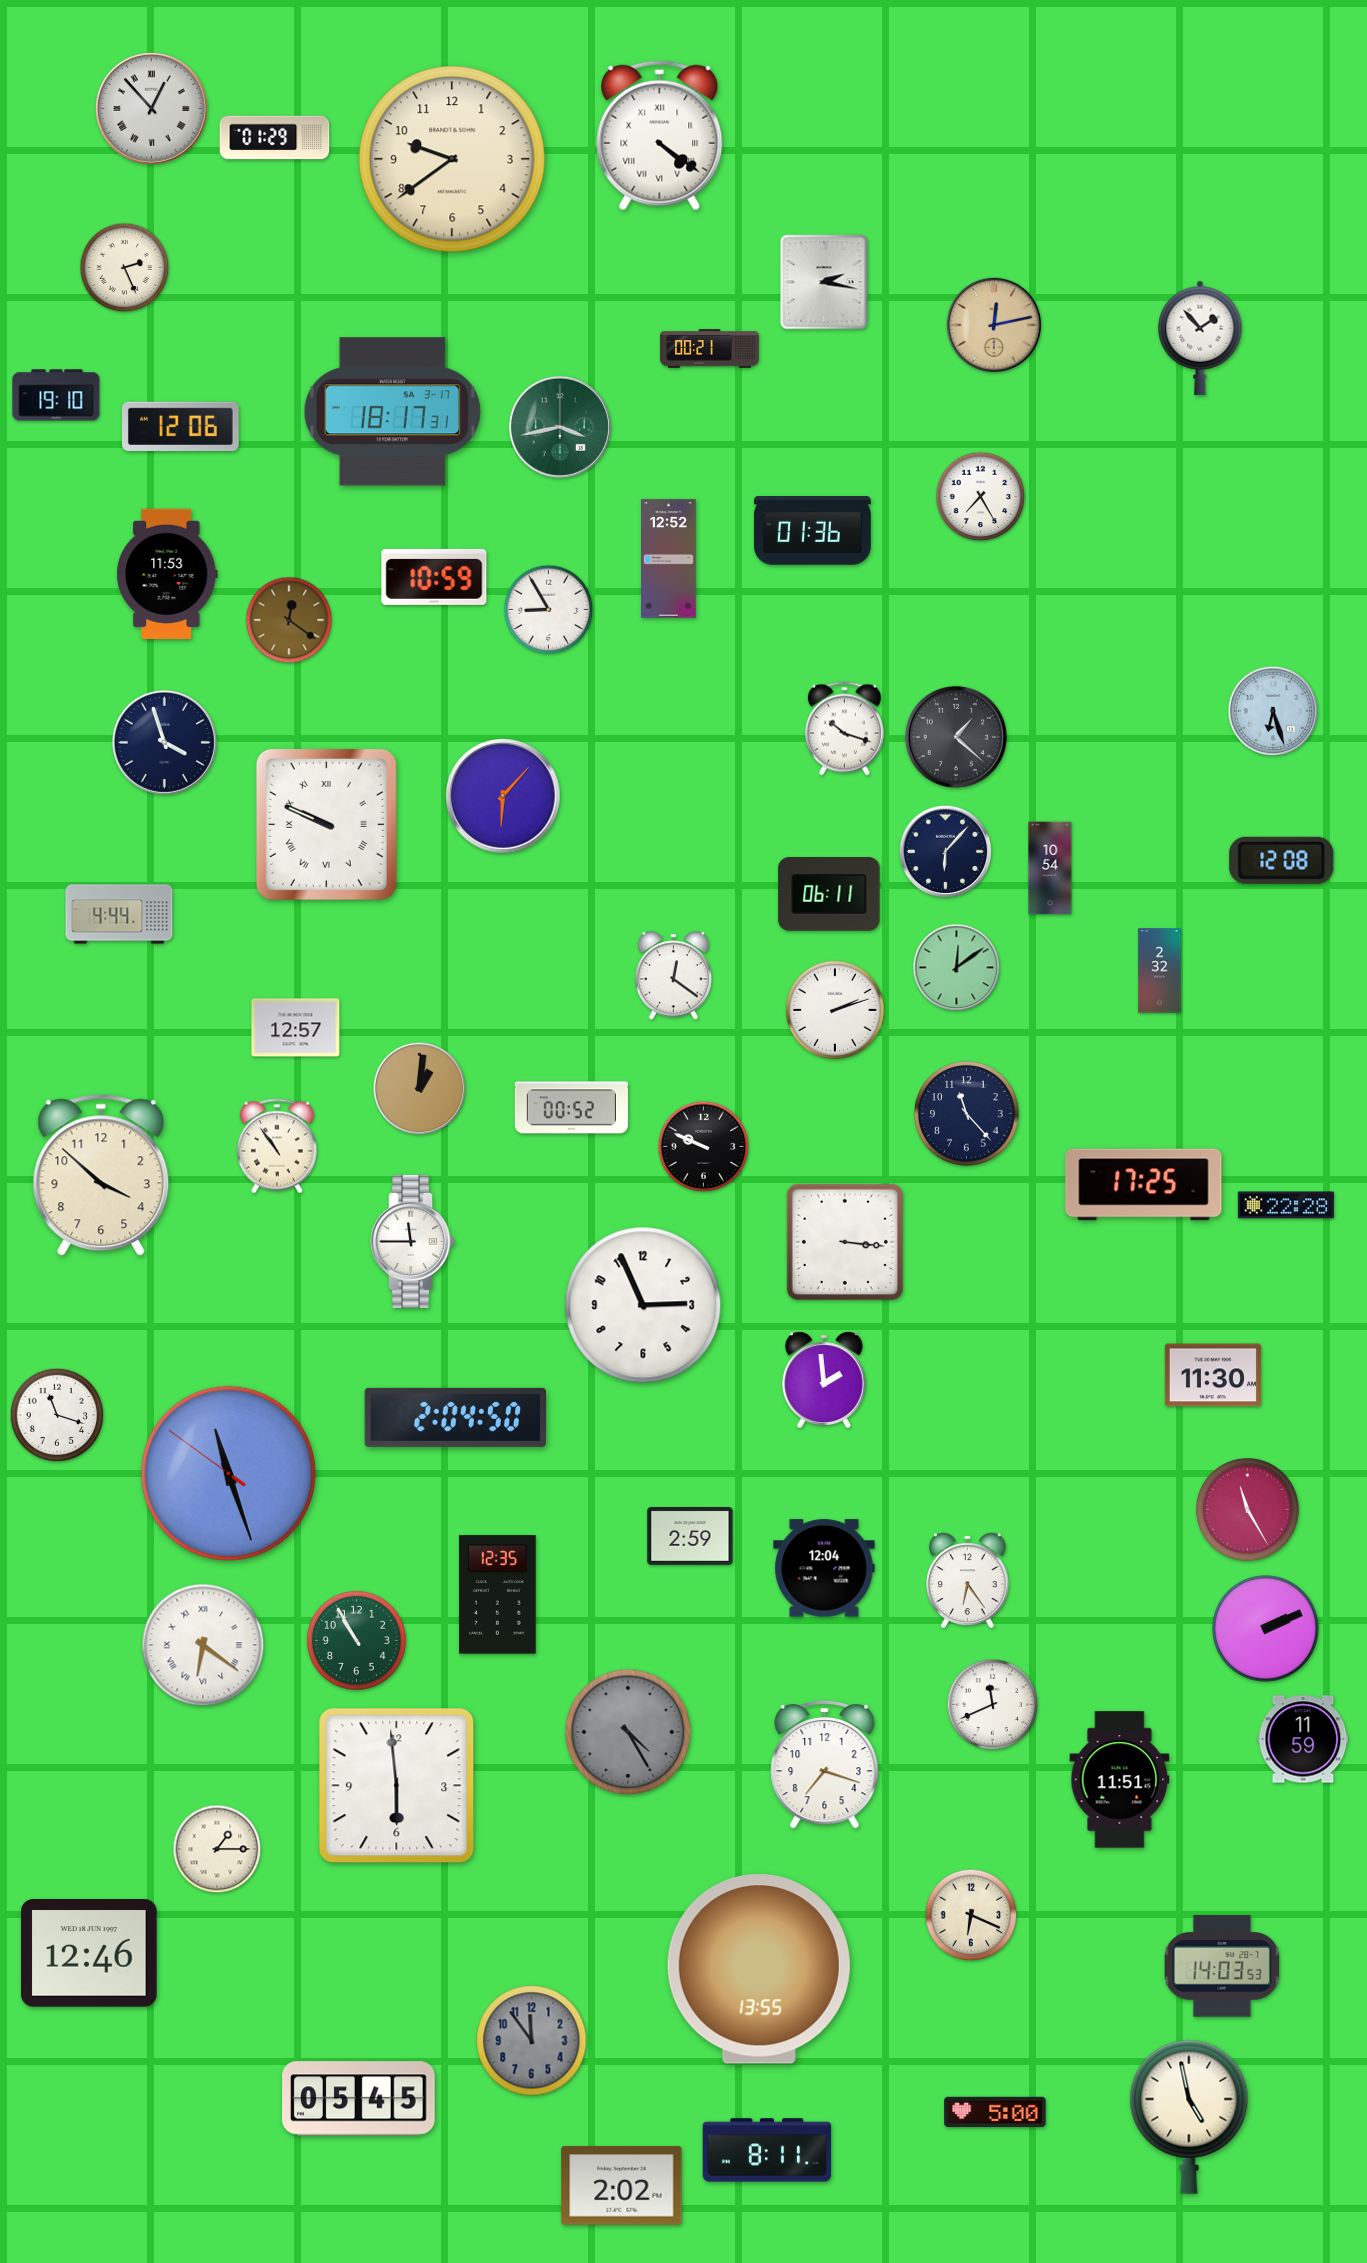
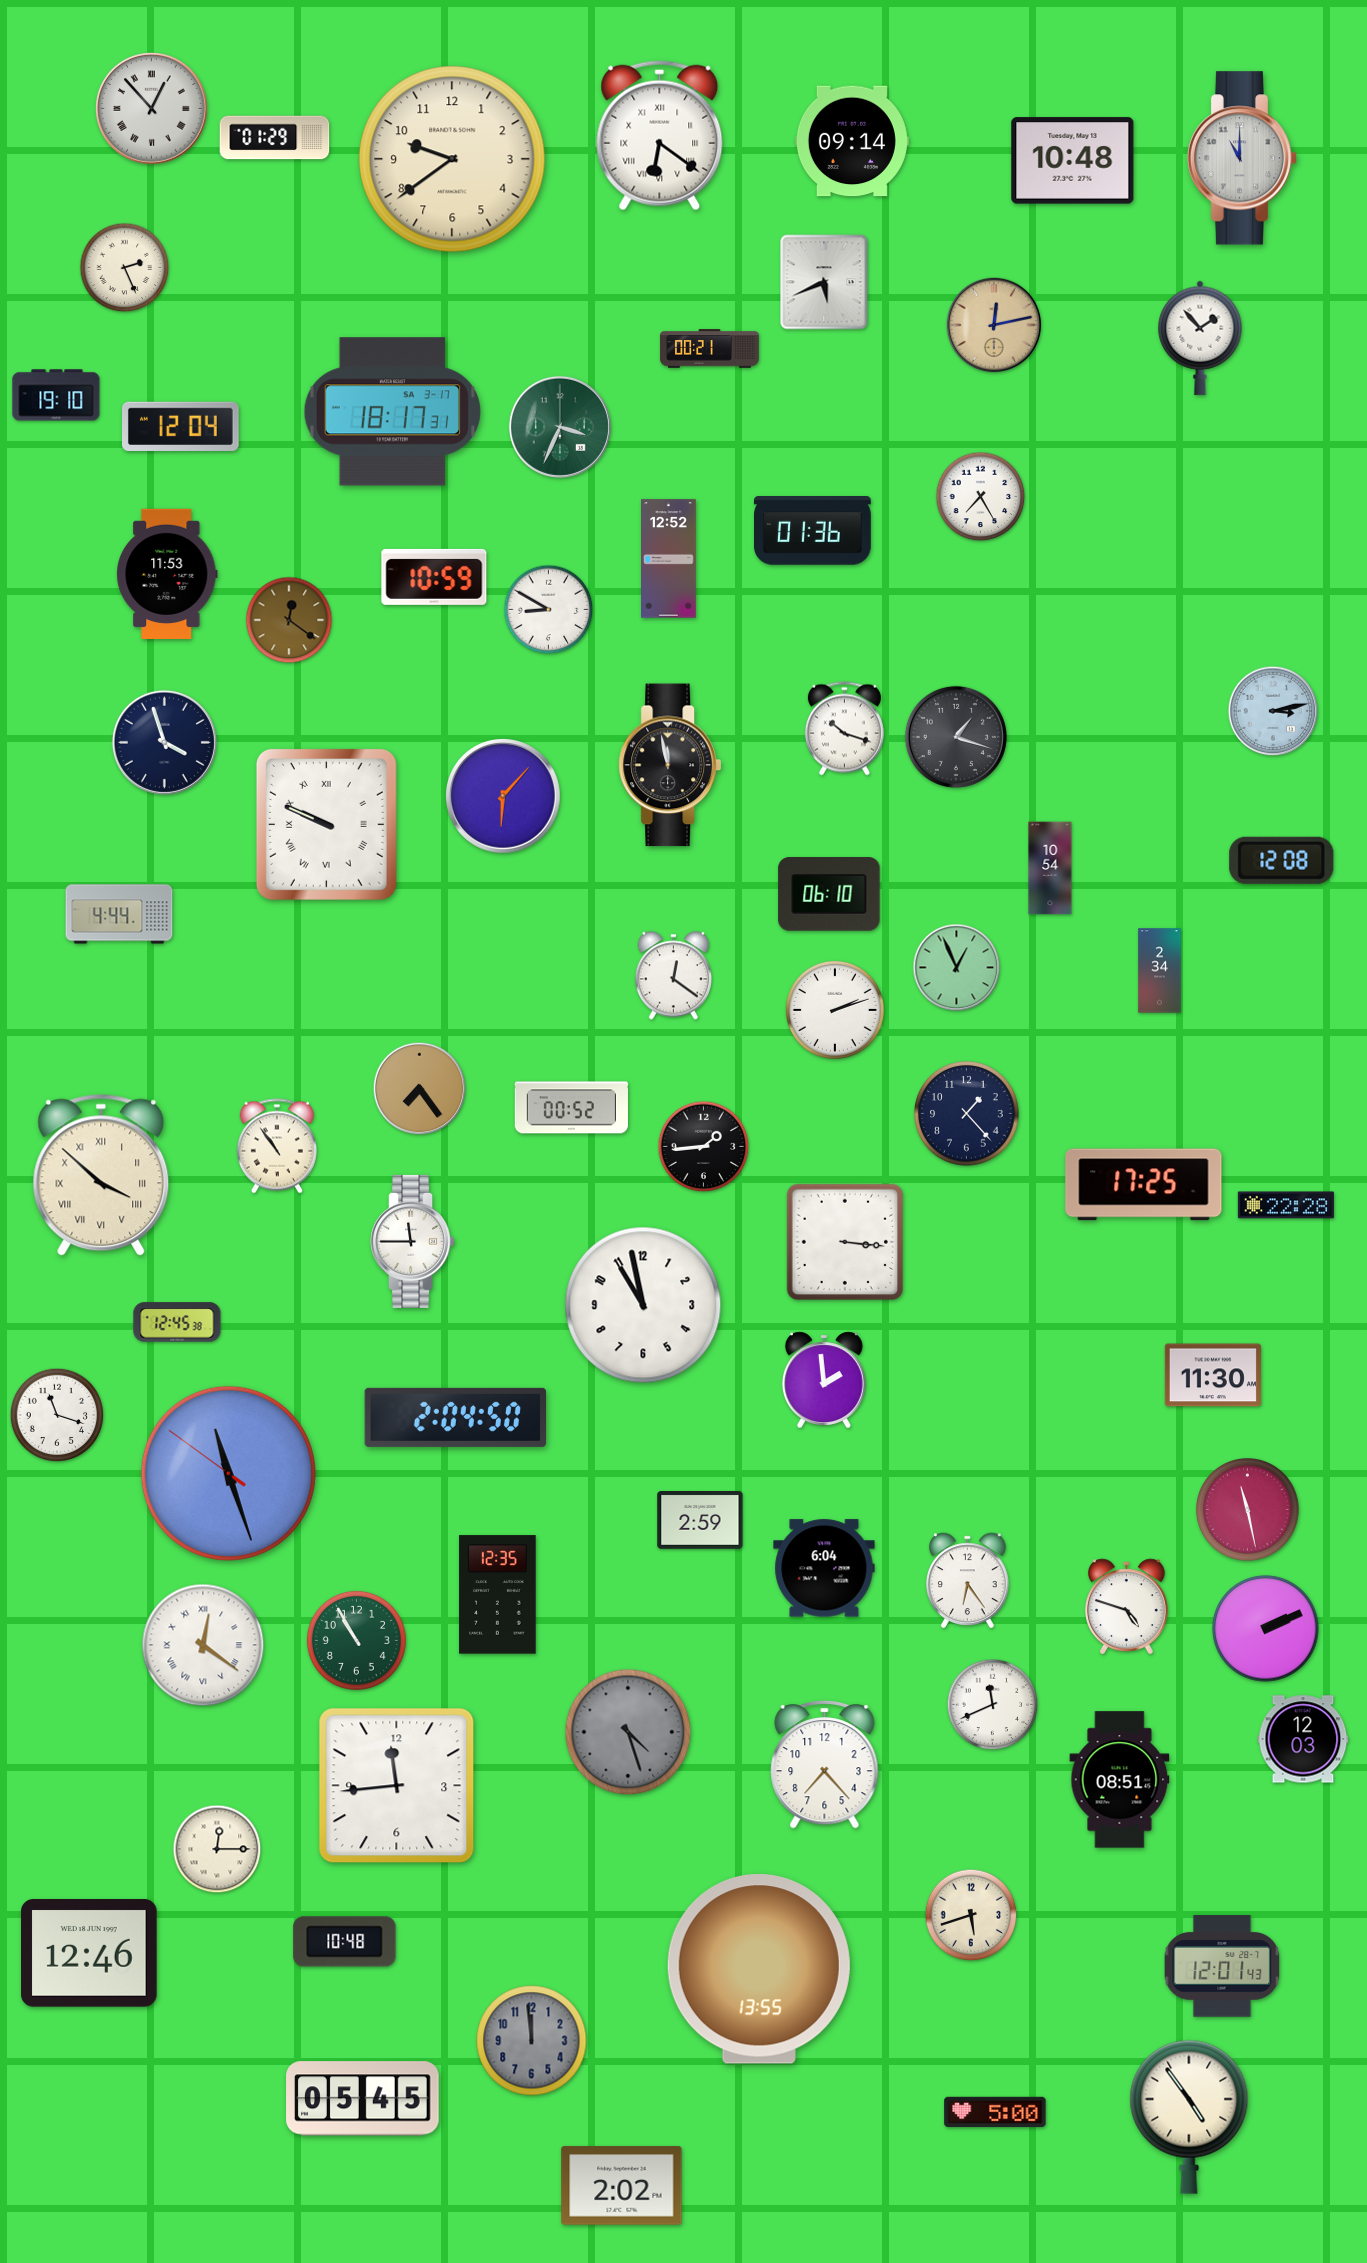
clock at (660, 136): 4:21 -> 6:21
clock at (852, 141): none -> 09:14
clock at (1242, 158): none -> 11:00
clock at (1073, 161): none -> 10:48
clock at (824, 282): 2:17 -> 5:41
clock at (181, 426): 12:06 -> 12:04
clock at (560, 427): 3:43 -> 3:34
clock at (549, 610): 8:55 -> 8:50
clock at (1273, 711): 6:27 -> 3:13
clock at (956, 737): 1:22 -> 1:18
clock at (670, 765): none -> 11:58
clock at (946, 852): 6:07 -> none
clock at (829, 894): 06:11 -> 06:10
clock at (957, 968): 12:09 -> 12:56
clock at (1160, 971): 2:32 -> 2:34
clock at (296, 1028): 12:57 -> none
clock at (420, 1089): 1:01 -> 7:24
clock at (967, 1114): 11:23 -> 1:23
clock at (704, 1147): 9:49 -> 1:44
clock at (101, 1175) numerals: Arabic -> Roman
clock at (643, 1305): 2:56 -> 10:58
clock at (177, 1322): none -> 12:45
clock at (1248, 1510): 11:25 -> 11:28
clock at (690, 1537) position: (690, 1537) -> (700, 1521)
clock at (824, 1568): 12:04 -> 6:04
clock at (1127, 1607): none -> 4:48
clock at (203, 1645): 6:21 -> 12:21
clock at (628, 1732): 4:25 -> 4:27
clock at (1303, 1739): 11:59 -> 12:03
clock at (825, 1765): 7:18 -> 7:23
clock at (1120, 1780): 11:51 -> 08:51
clock at (397, 1786): 5:59 -> 11:44
clock at (217, 1849): 1:15 -> 12:15
clock at (971, 1915): 6:19 -> 5:42
clock at (345, 1942): none -> 10:48
clock at (1222, 1966): 14:03 -> 12:01
clock at (532, 2041): 11:54 -> 11:59
clock at (359, 2099) position: (359, 2099) -> (363, 2099)
clock at (1189, 2117): 4:58 -> 4:54
clock at (767, 2150): 8:11 -> none
